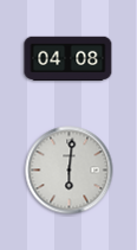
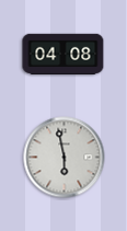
clock at (70, 171): 6:01 -> 5:58
